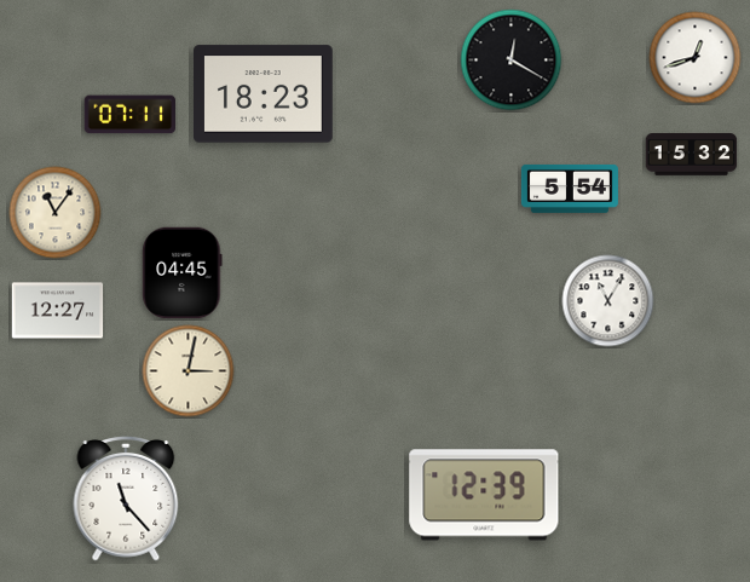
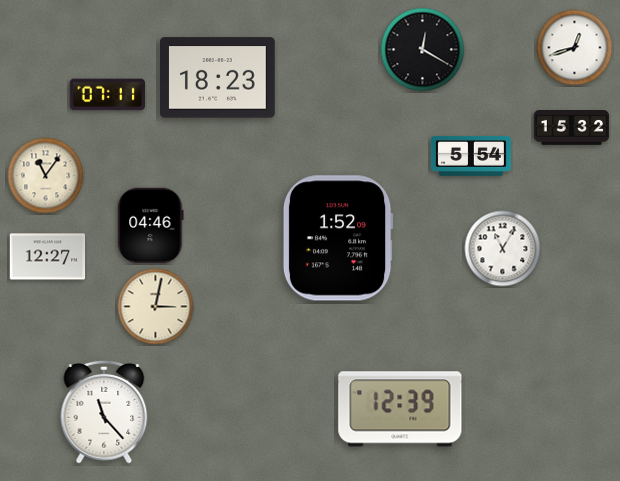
clock at (183, 273): 04:45 -> 04:46
clock at (338, 238): none -> 1:52
